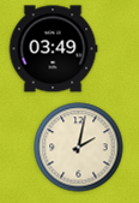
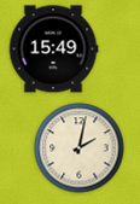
clock at (53, 49): 03:49 -> 15:49
